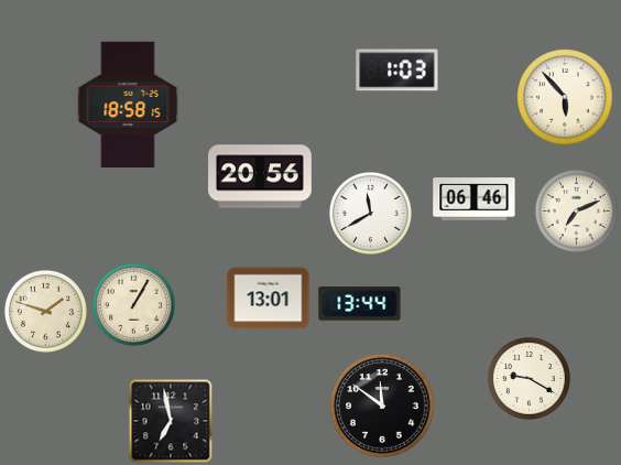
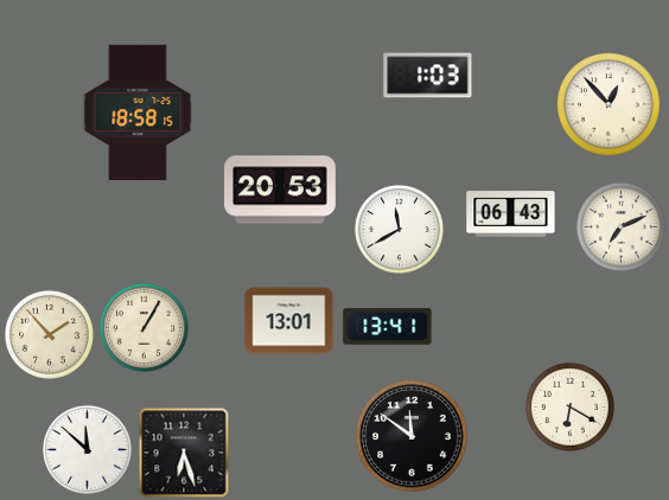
clock at (565, 97): 5:53 -> 12:53
clock at (261, 176): 20:56 -> 20:53
clock at (475, 199): 06:46 -> 06:43
clock at (360, 304): 13:44 -> 13:41
clock at (45, 311): 1:48 -> 1:53
clock at (529, 378): 9:20 -> 6:20
clock at (87, 449): none -> 11:52
clock at (171, 421): 6:58 -> 6:27
